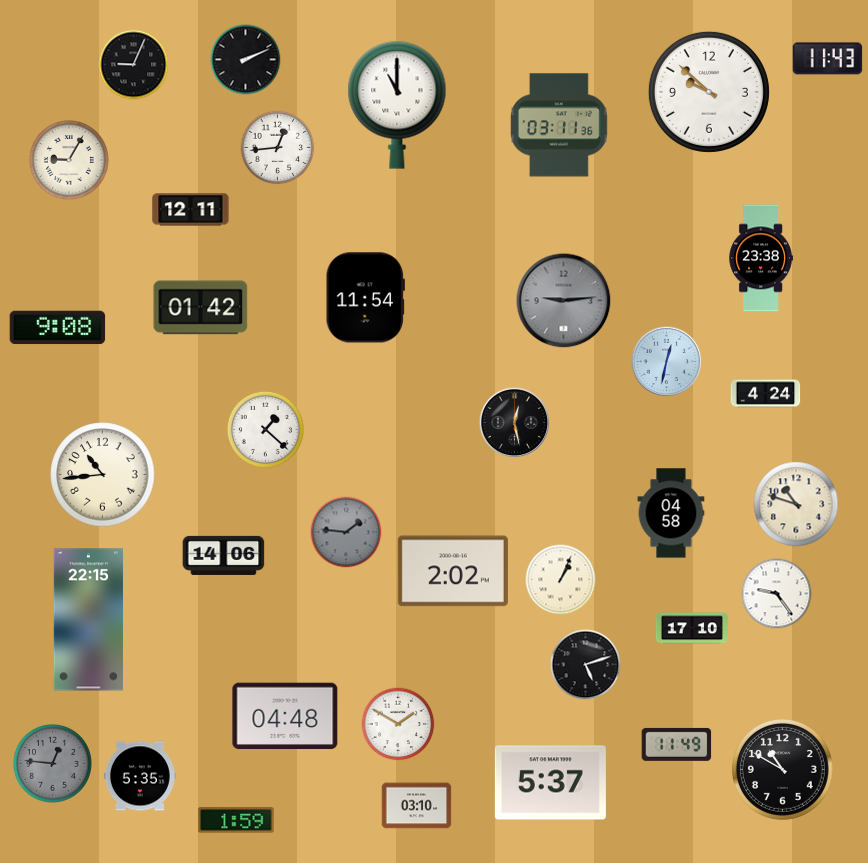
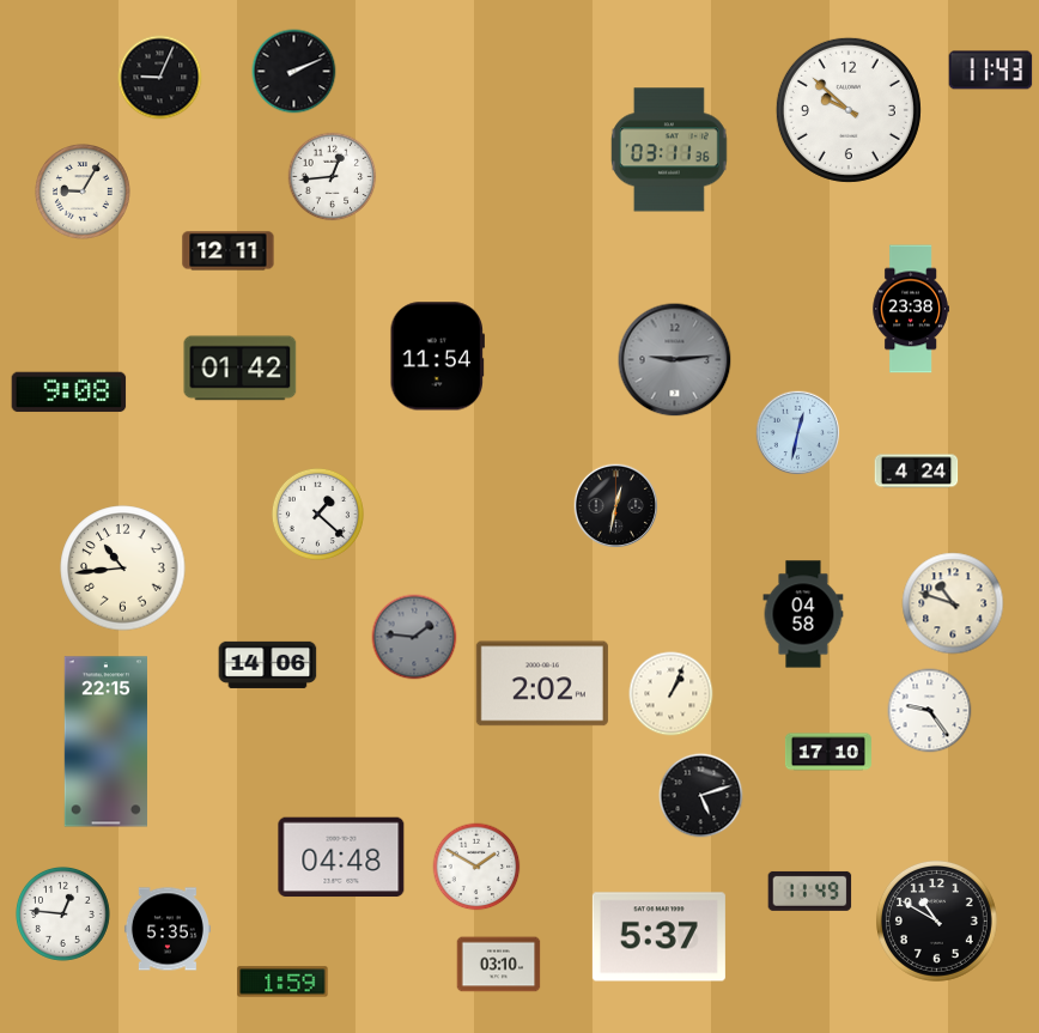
clock at (397, 105): 11:00 -> none
clock at (515, 423): 12:28 -> 12:32
clock at (52, 763) dial: grey -> white
